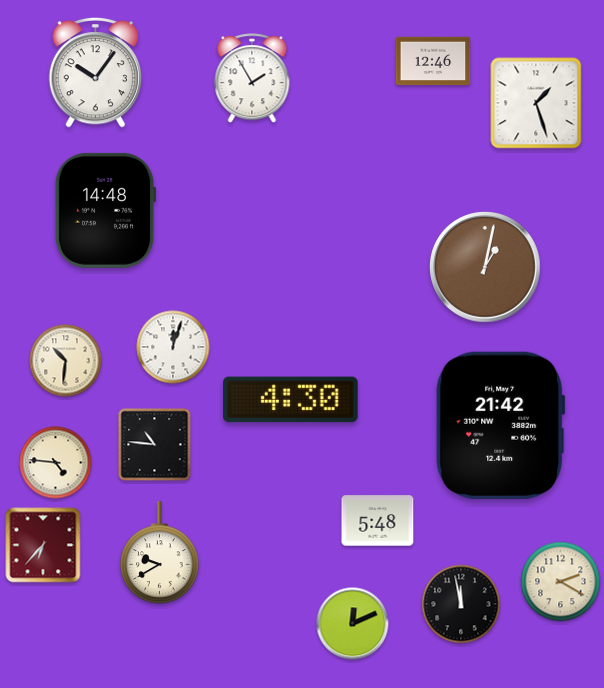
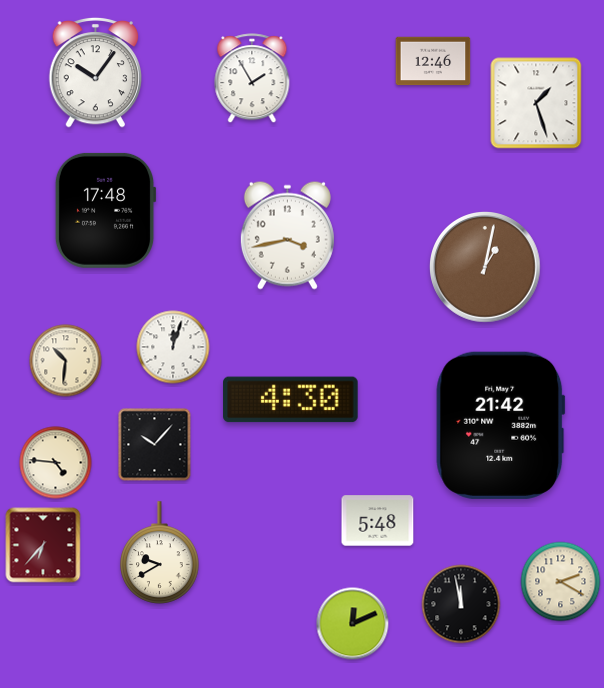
clock at (105, 210): 14:48 -> 17:48
clock at (287, 235): none -> 3:43
clock at (155, 445): 10:46 -> 10:07
